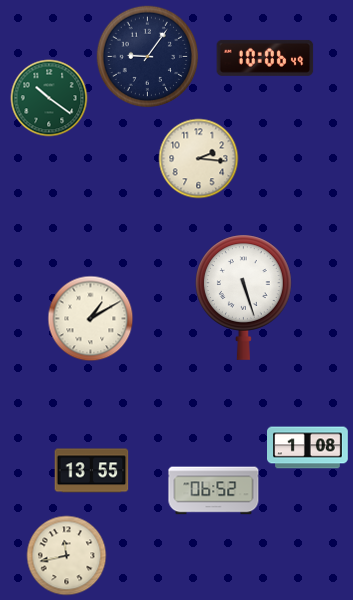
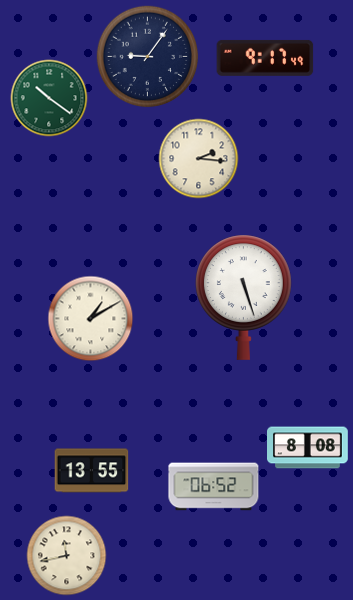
clock at (265, 58): 10:06 -> 9:17
clock at (308, 448): 1:08 -> 8:08
clock at (214, 491) position: (214, 491) -> (214, 487)
